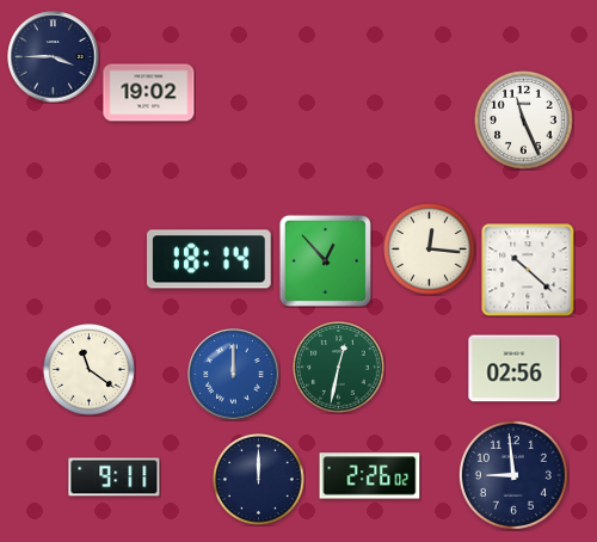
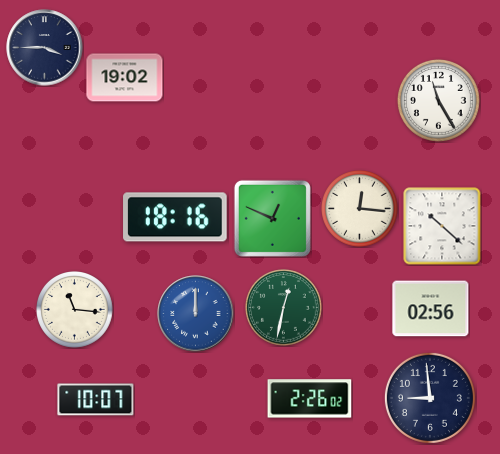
clock at (523, 119): 11:26 -> 11:25
clock at (209, 259): 18:14 -> 18:16
clock at (325, 260): 12:53 -> 12:49
clock at (90, 370): 11:21 -> 11:16
clock at (115, 478): 9:11 -> 10:07
clock at (259, 480): 12:00 -> none
